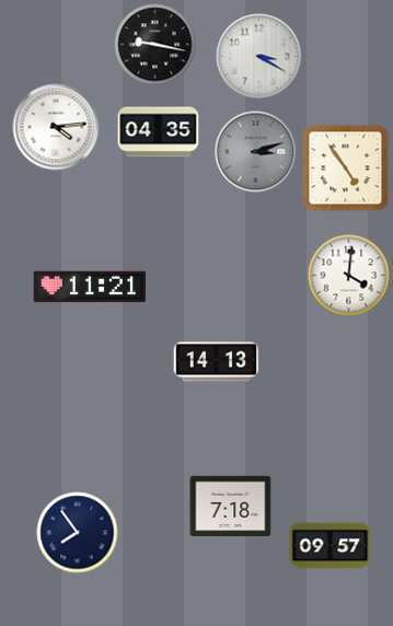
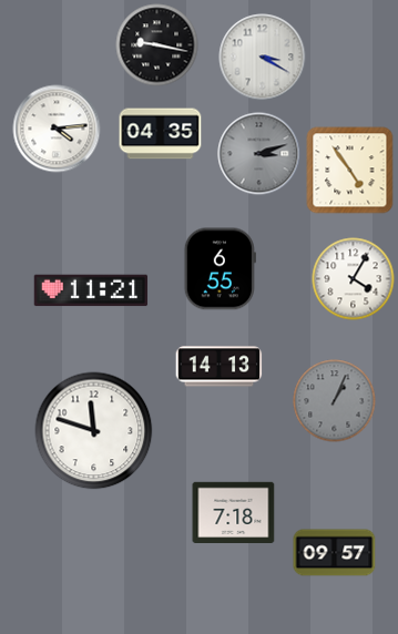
clock at (220, 269): none -> 6:55
clock at (349, 276): 4:01 -> 4:05
clock at (335, 401): none -> 1:04
clock at (94, 431): none -> 11:48
clock at (78, 533): 7:54 -> none
